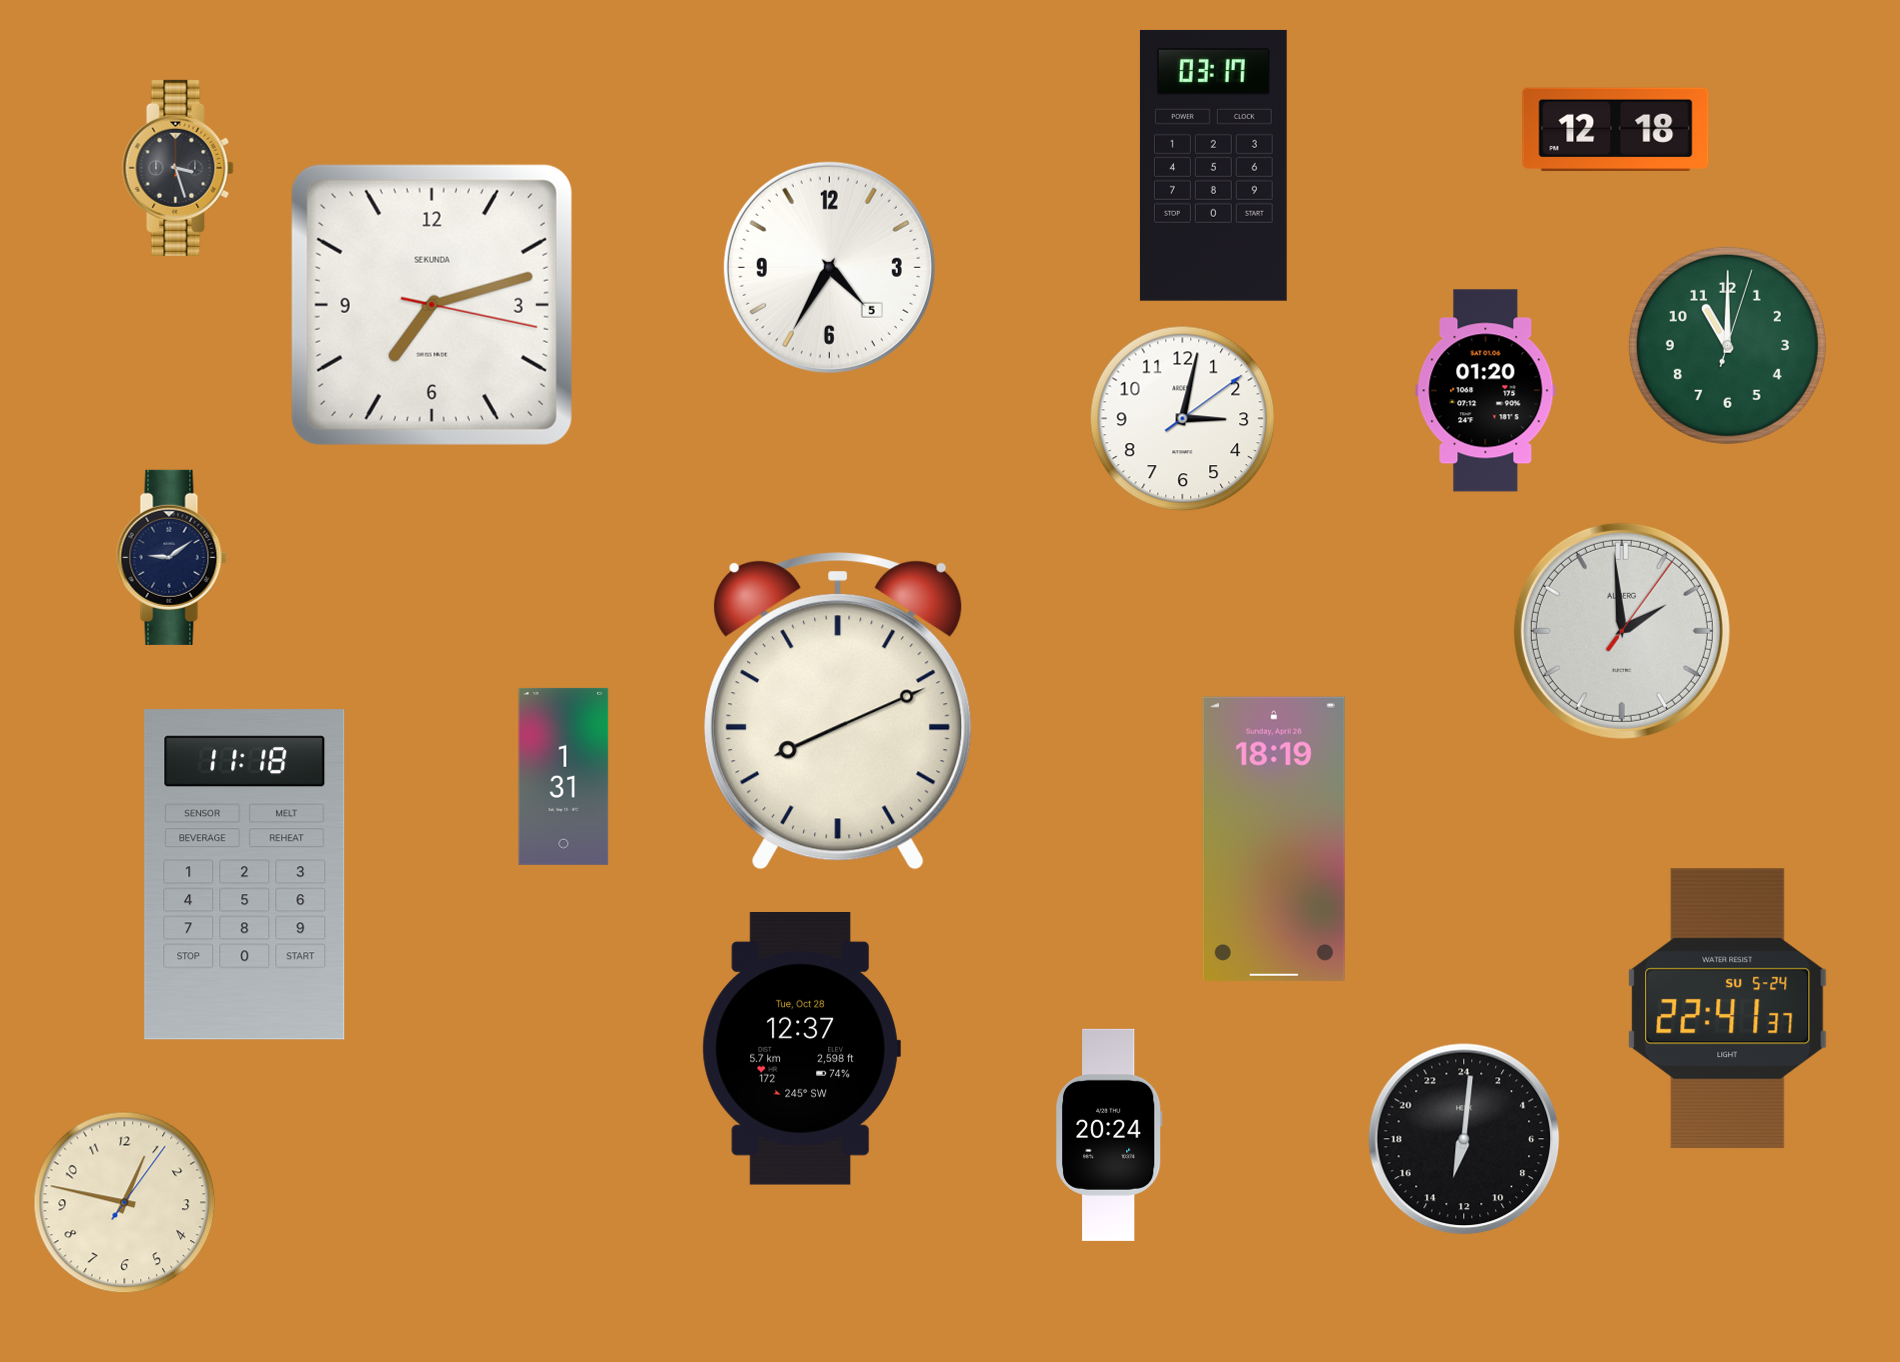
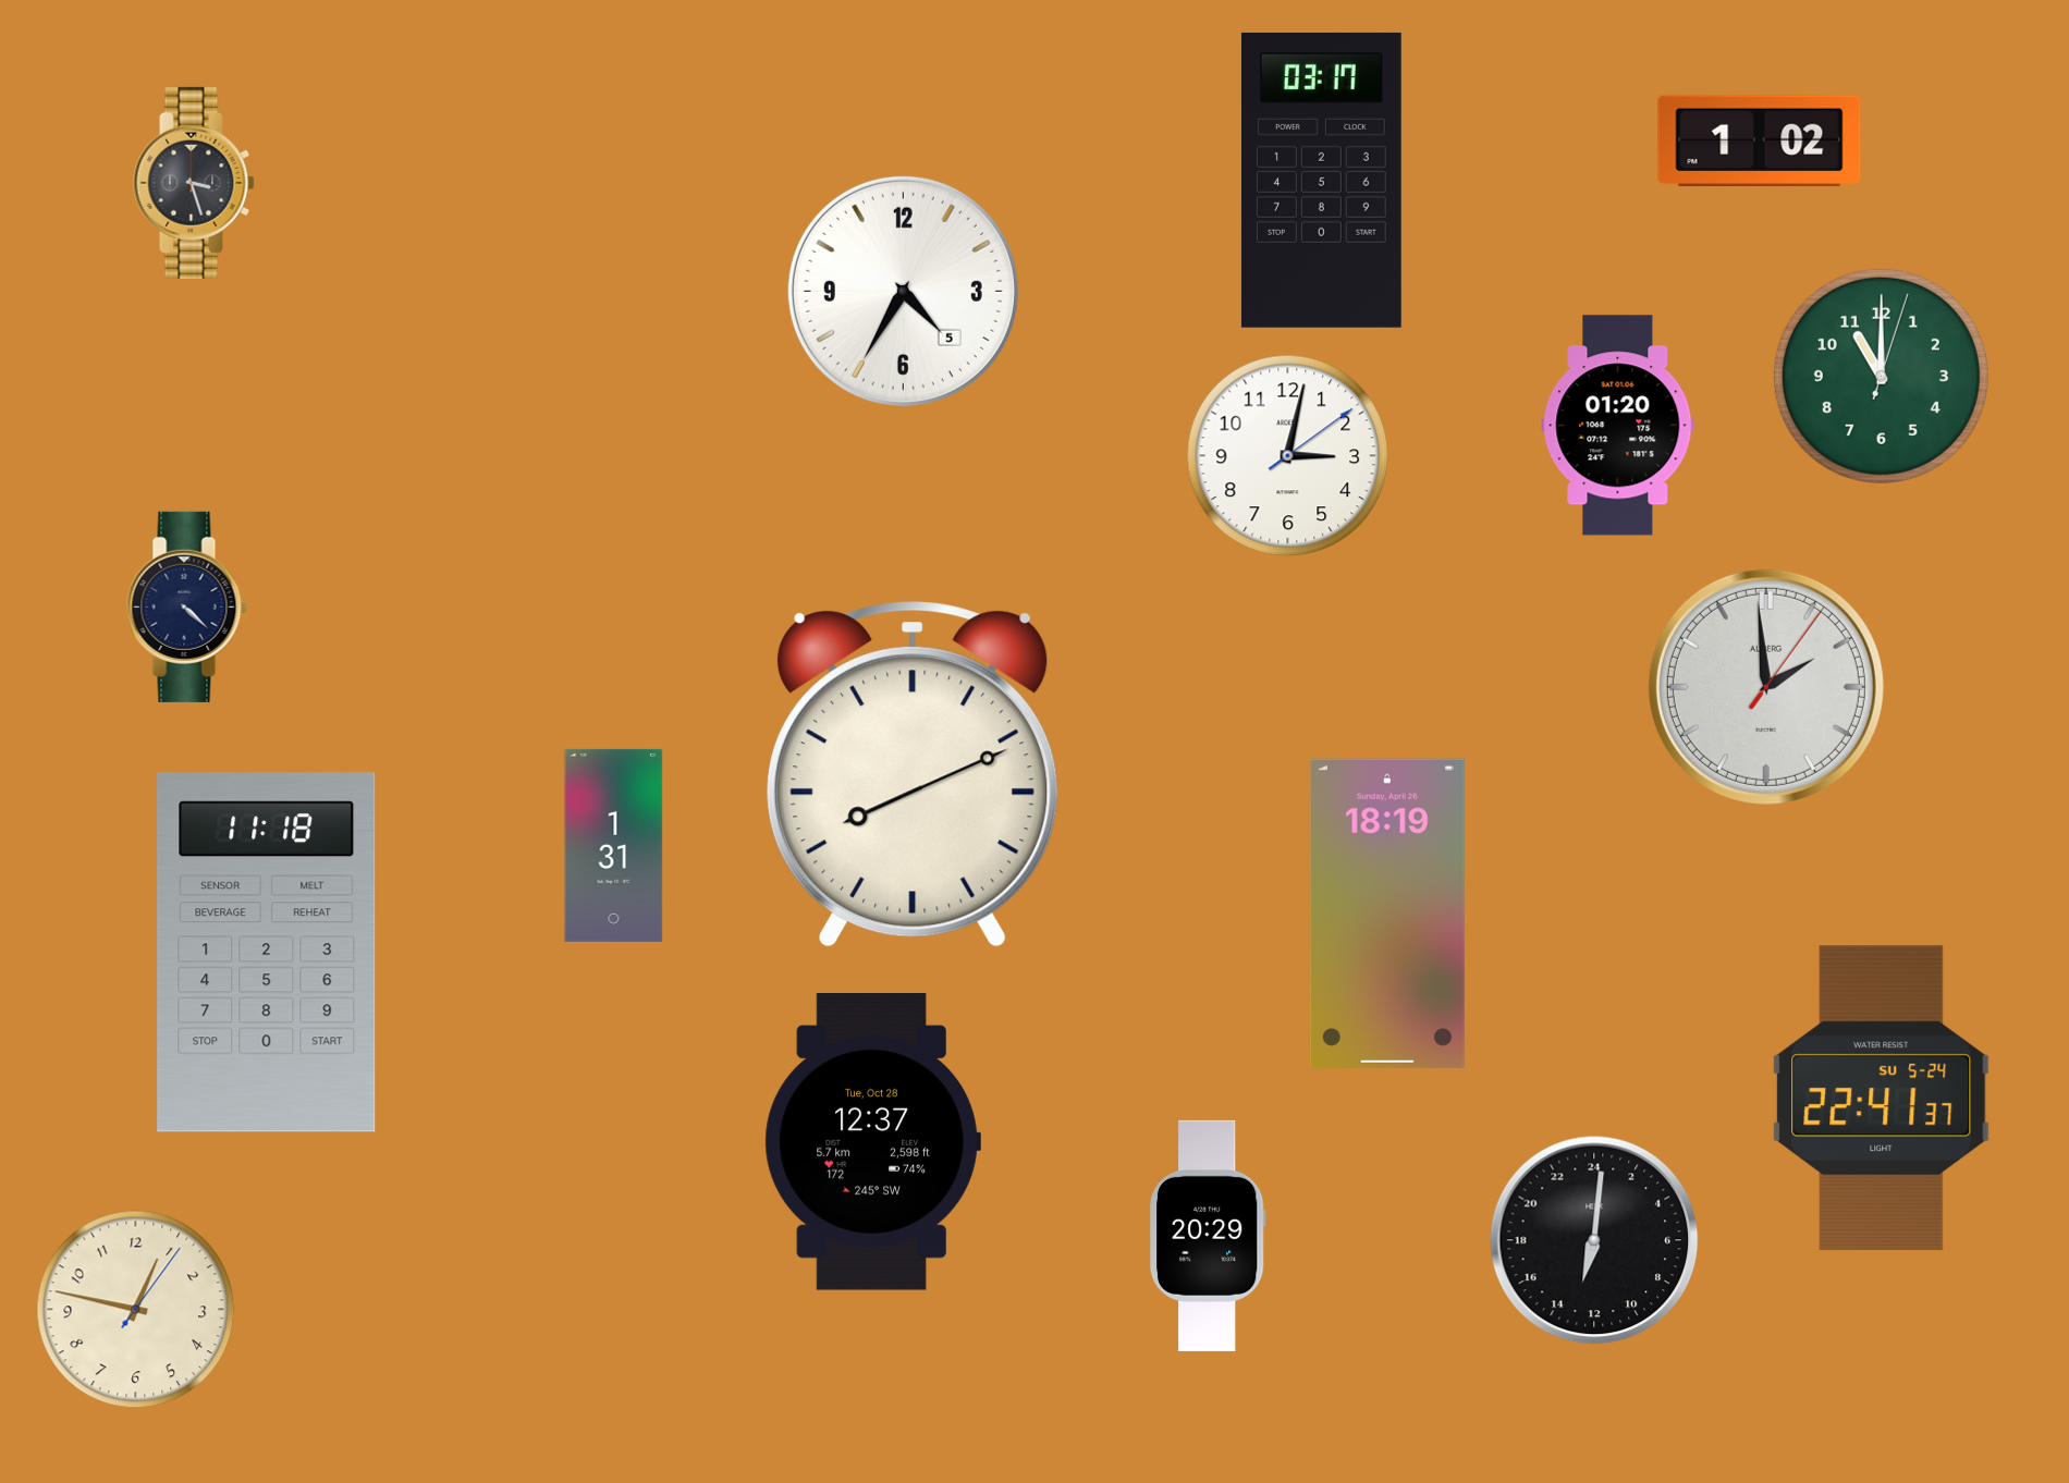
clock at (1616, 129): 12:18 -> 1:02
clock at (432, 305): 7:12 -> none
clock at (171, 557): 9:09 -> 4:22
clock at (1109, 1135): 20:24 -> 20:29
